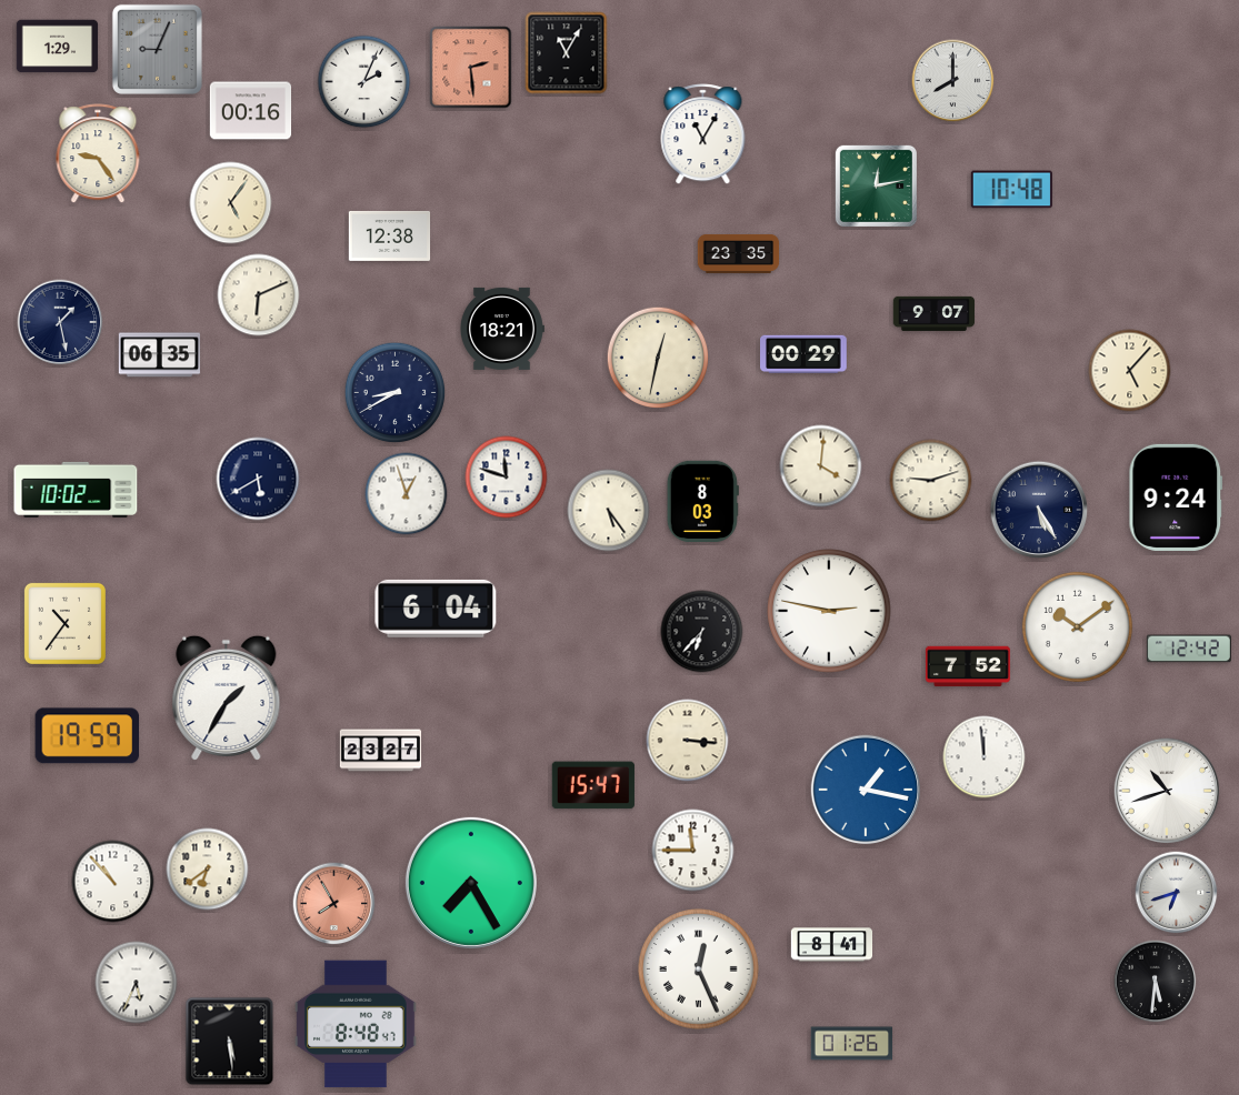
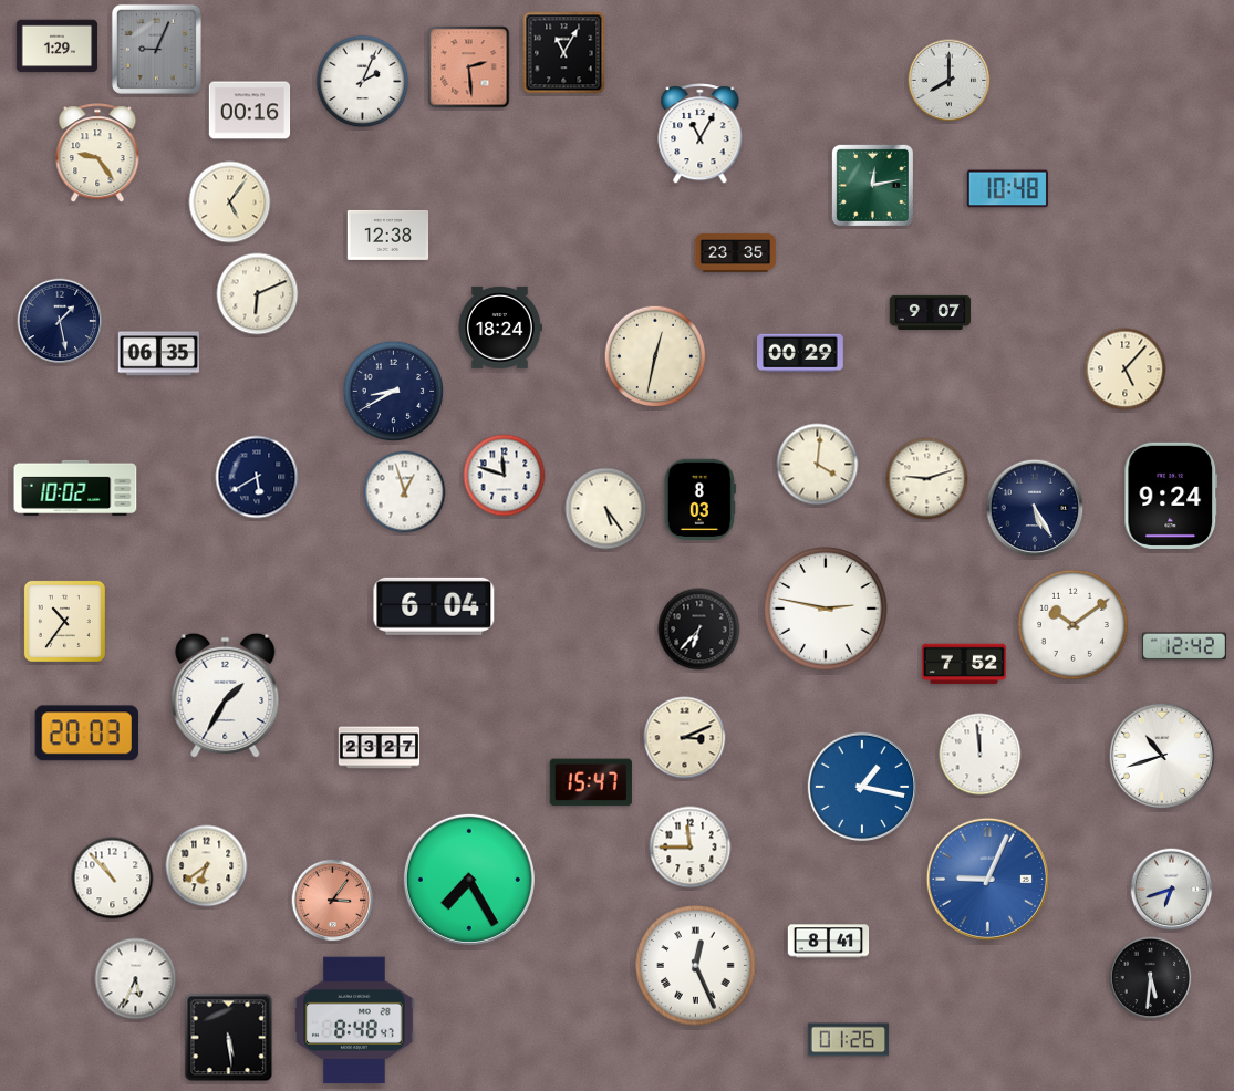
clock at (502, 329): 18:21 -> 18:24
clock at (87, 736): 19:59 -> 20:03
clock at (688, 741): 3:16 -> 3:11
clock at (1167, 791) position: (1167, 791) -> (1162, 756)
clock at (987, 879): none -> 9:04
clock at (334, 904): 7:55 -> 3:06
